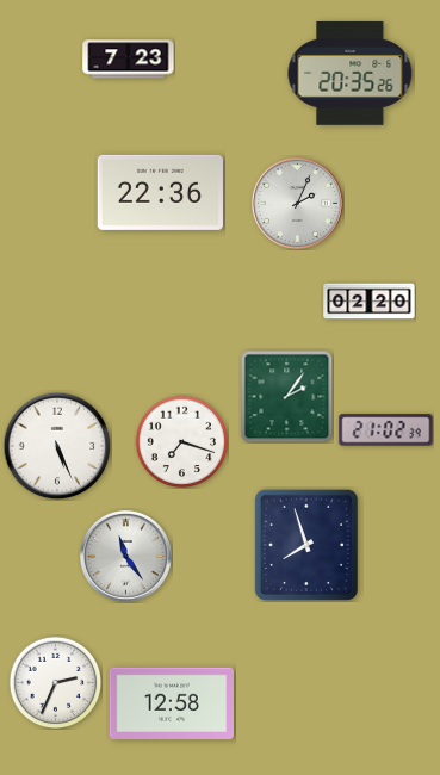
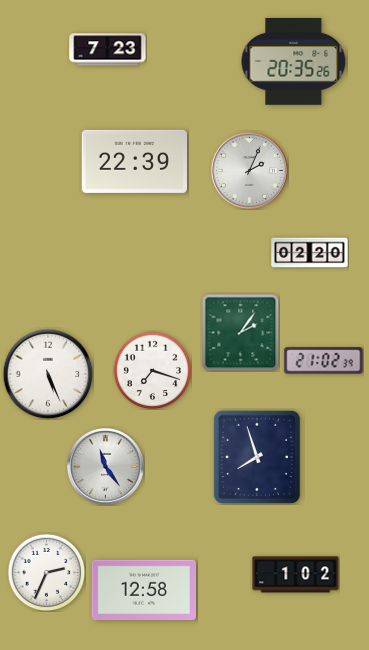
clock at (160, 192): 22:36 -> 22:39
clock at (296, 575): none -> 1:02
